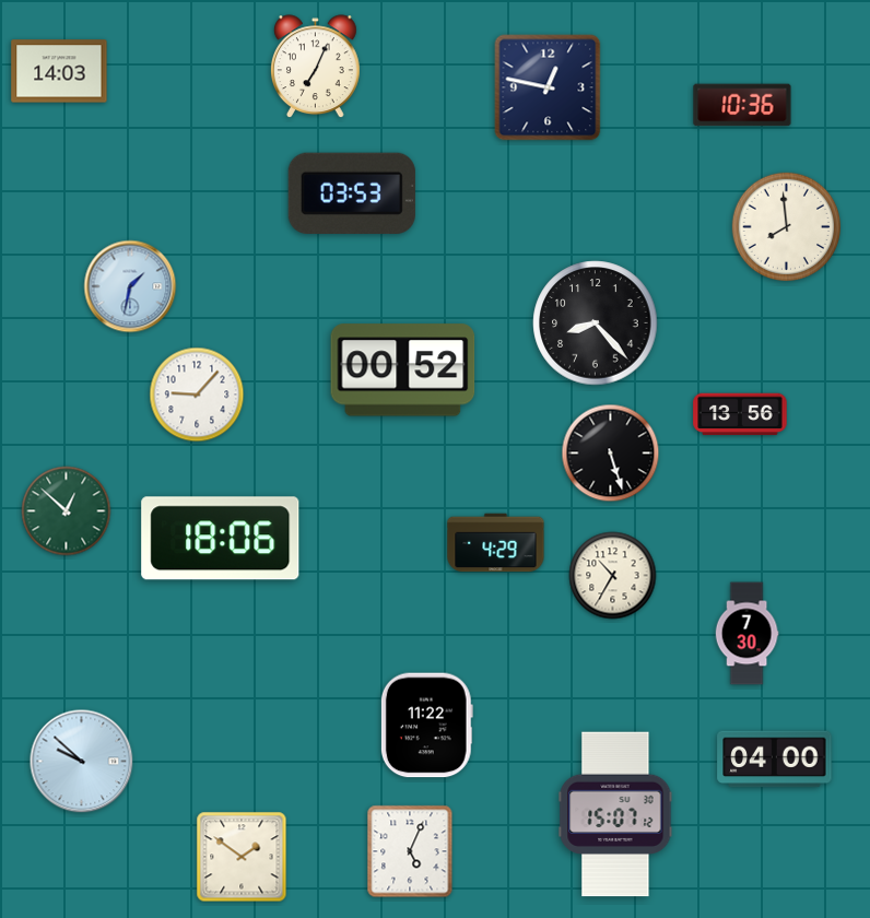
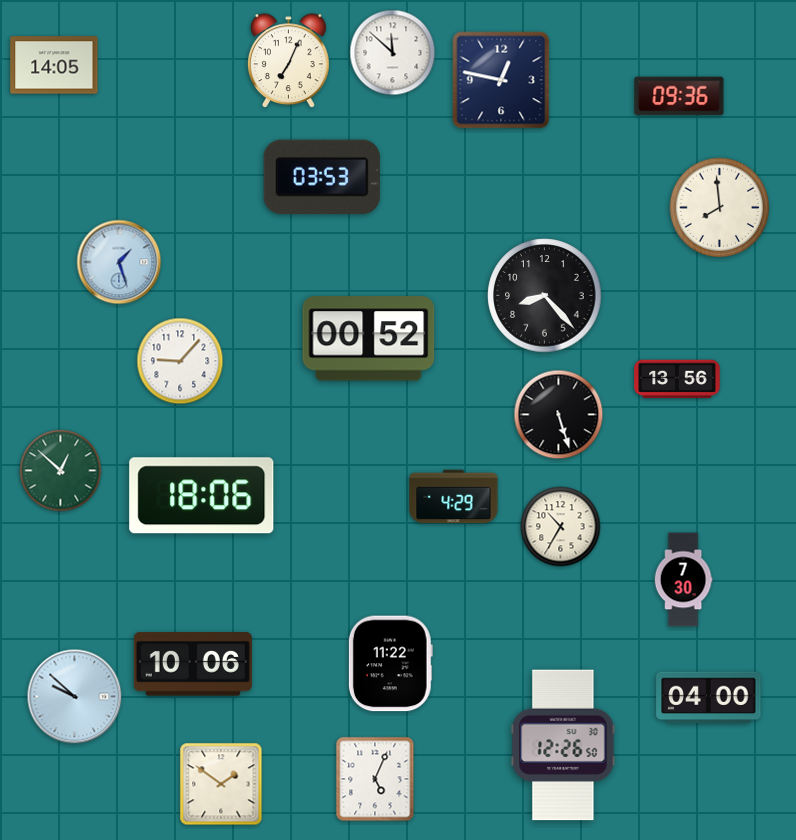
clock at (393, 53): none -> 11:52
clock at (59, 71): 14:03 -> 14:05
clock at (742, 105): 10:36 -> 09:36
clock at (130, 286): 1:32 -> 1:27
clock at (67, 511) position: (67, 511) -> (61, 471)
clock at (221, 539) position: (221, 539) -> (202, 496)
clock at (193, 664): none -> 10:06
clock at (775, 760) position: (775, 760) -> (709, 698)
clock at (615, 814): 15:07 -> 12:26
